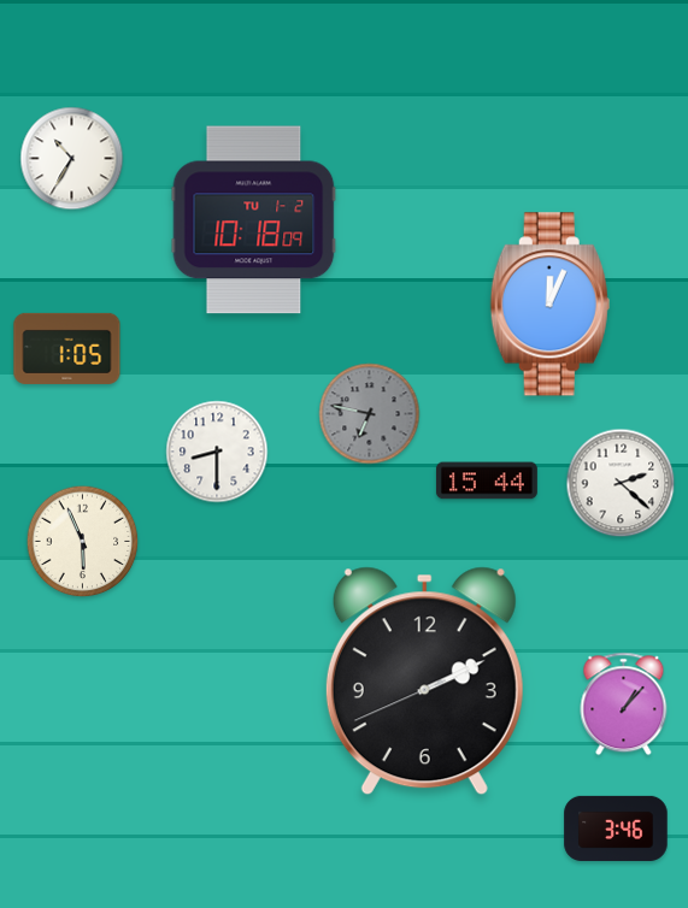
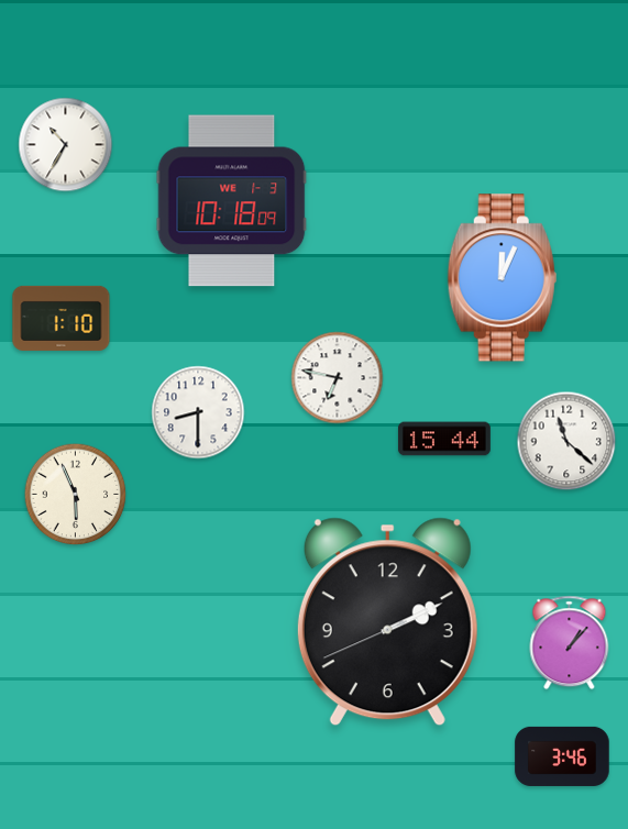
clock at (254, 220) date: TU 1-2 -> WE 1-3
clock at (67, 348): 1:05 -> 1:10
clock at (370, 414) dial: grey -> white
clock at (621, 483): 2:22 -> 11:22
